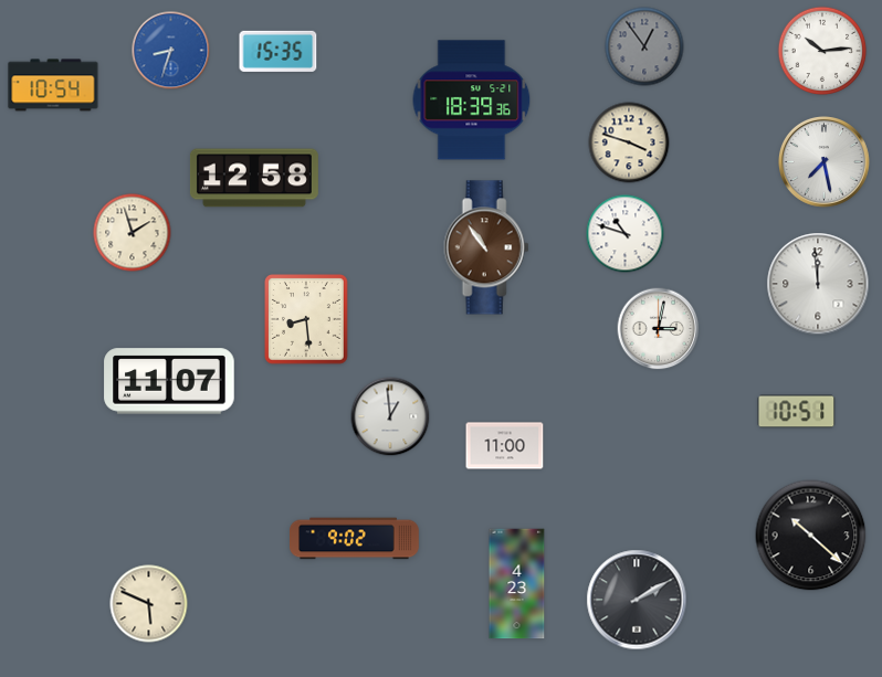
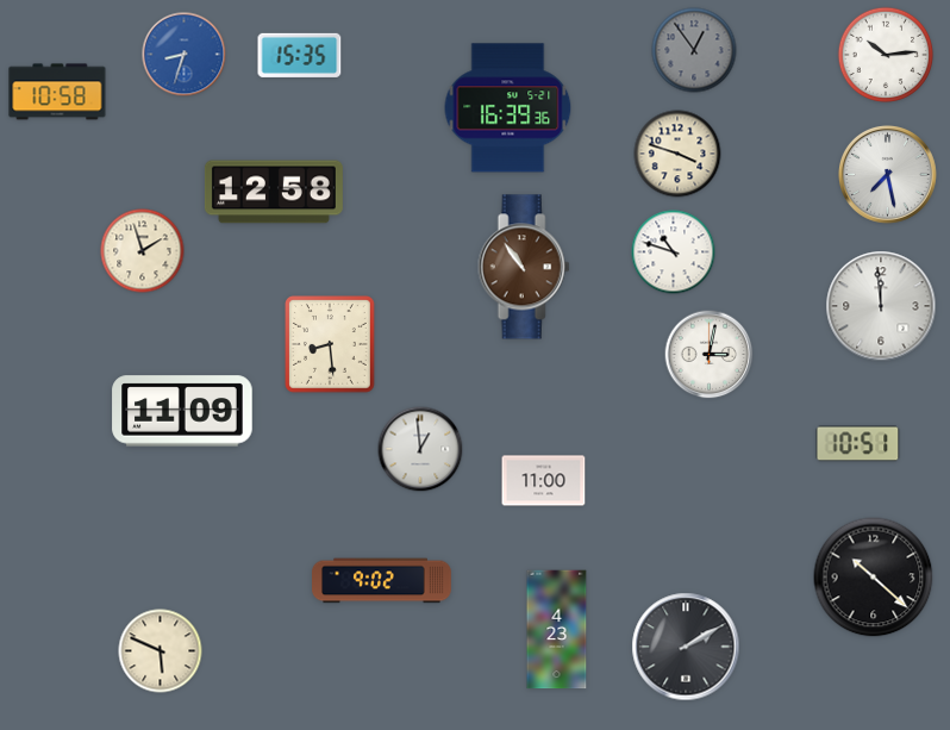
clock at (53, 85): 10:54 -> 10:58
clock at (472, 101): 18:39 -> 16:39
clock at (169, 381): 11:07 -> 11:09
